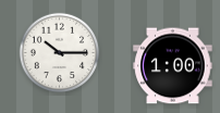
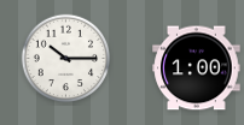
clock at (173, 66) position: (173, 66) -> (197, 69)
